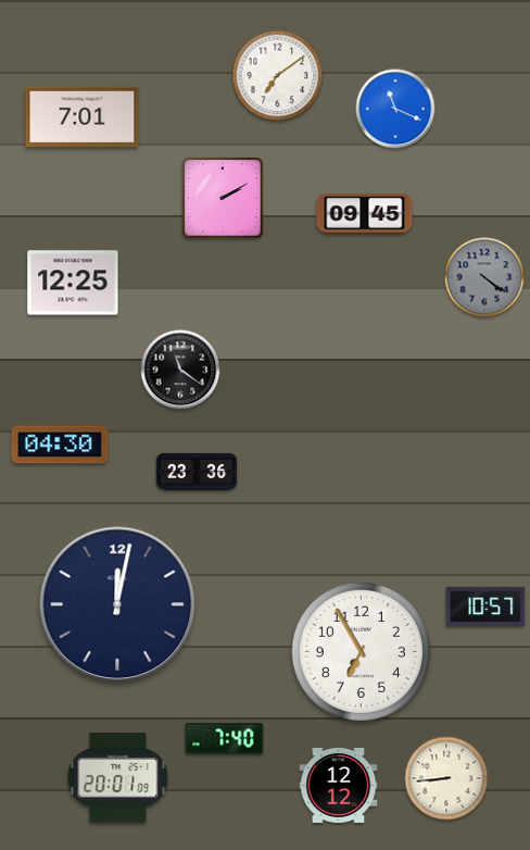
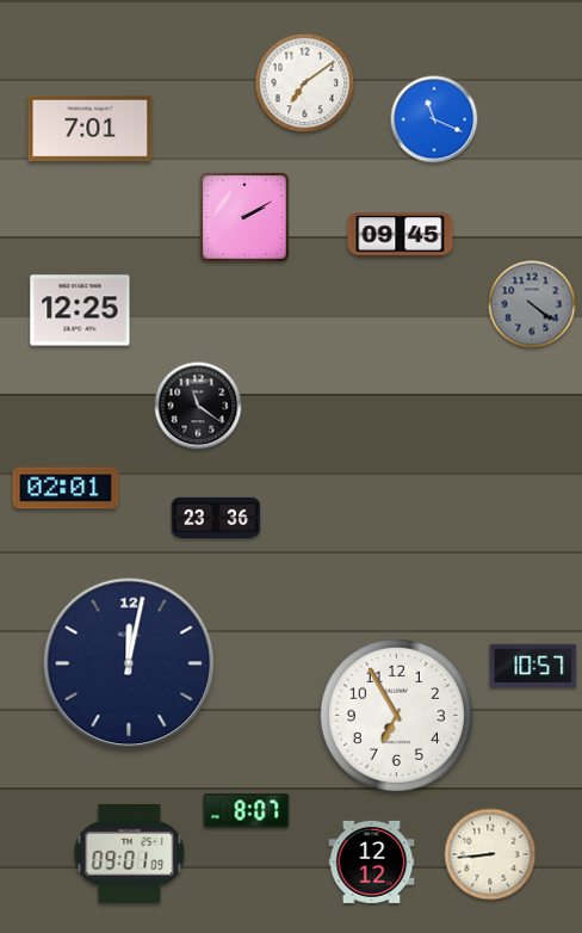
clock at (60, 445): 04:30 -> 02:01
clock at (225, 739): 7:40 -> 8:07
clock at (118, 778): 20:01 -> 09:01
